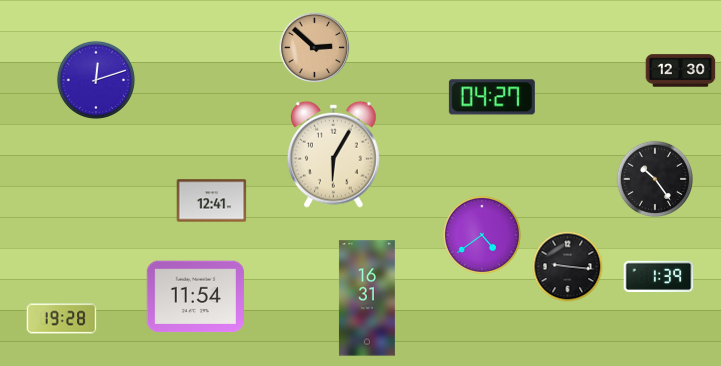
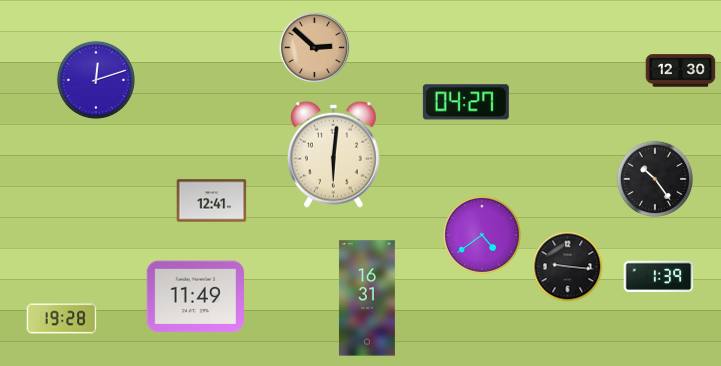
clock at (492, 97) position: (492, 97) -> (466, 102)
clock at (334, 154): 6:05 -> 6:01
clock at (195, 297): 11:54 -> 11:49
